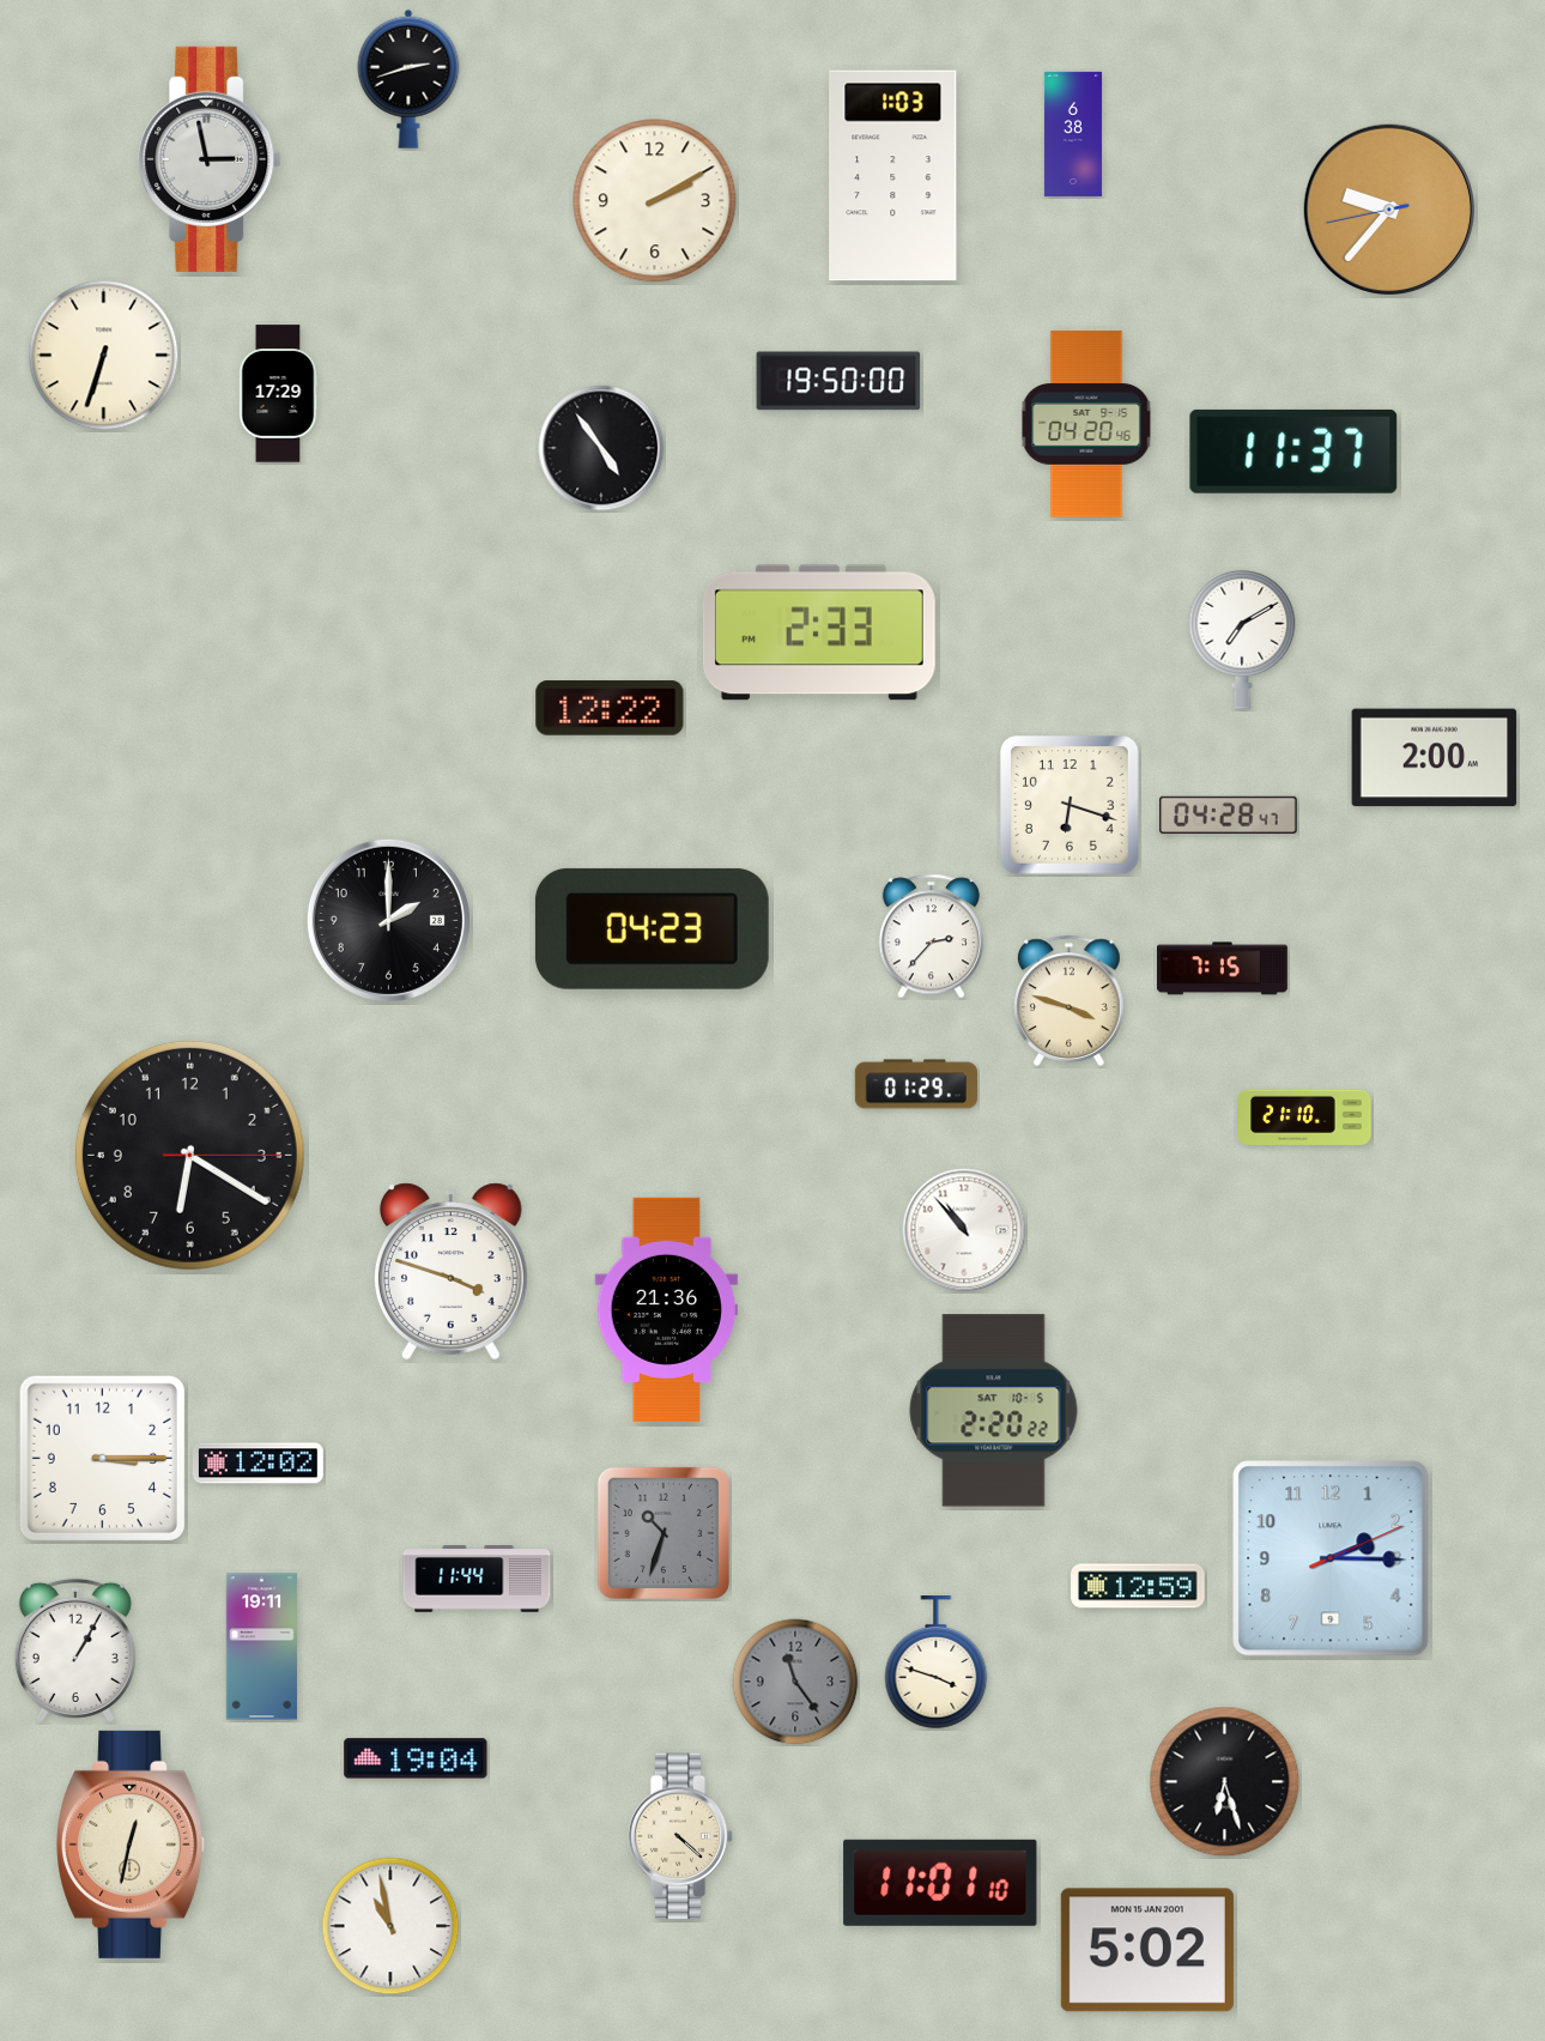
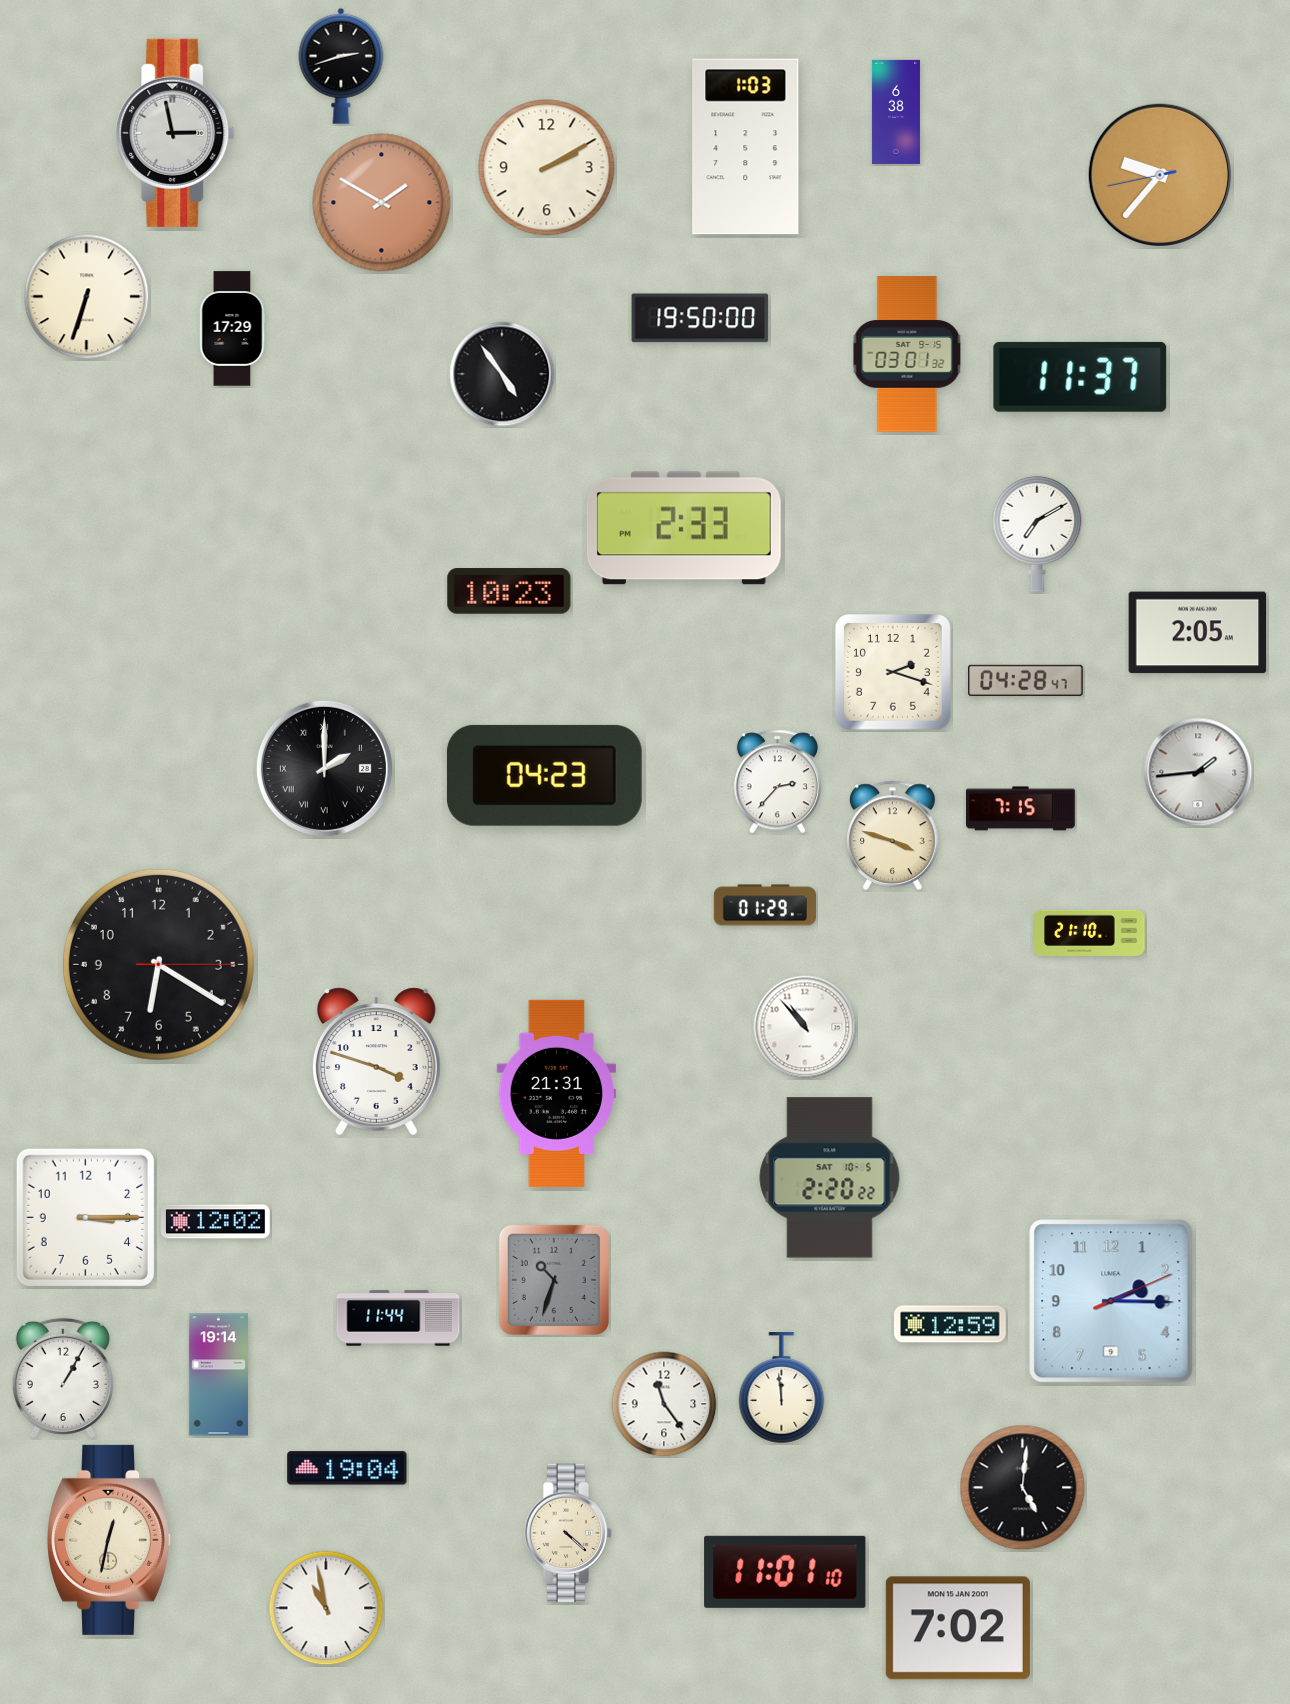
clock at (382, 203): none -> 1:50
clock at (1086, 424): 04:20 -> 03:01
clock at (610, 708): 12:22 -> 10:23
clock at (1435, 758): 2:00 -> 2:05
clock at (1071, 806): 6:18 -> 2:18
clock at (388, 920) numerals: Arabic -> Roman
clock at (1198, 772): none -> 1:44
clock at (666, 1309): 21:36 -> 21:31
clock at (261, 1647): 19:11 -> 19:14
clock at (937, 1664): 3:48 -> 11:59
clock at (795, 1682) dial: grey -> white
clock at (1225, 1782): 6:27 -> 5:01
clock at (1147, 1950): 5:02 -> 7:02
